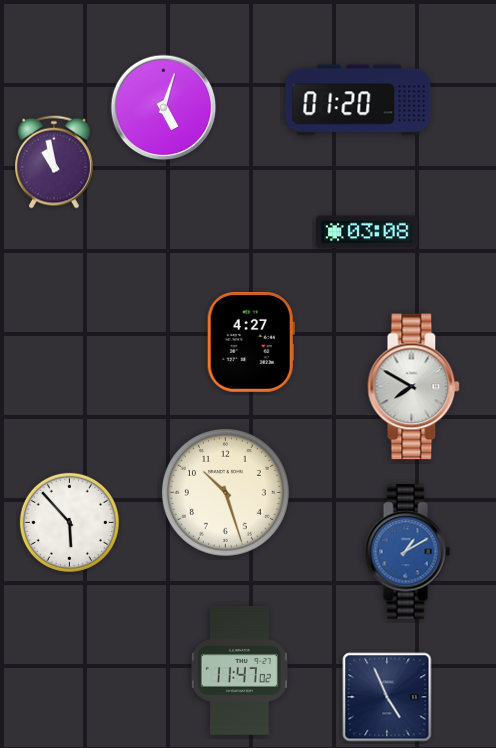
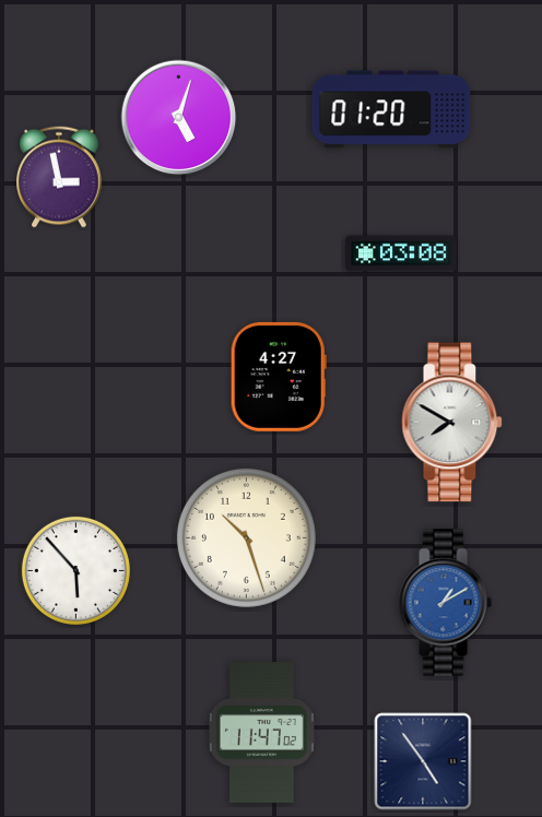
clock at (55, 162): 10:58 -> 2:58
clock at (251, 342) position: (251, 342) -> (279, 377)
clock at (387, 697): 4:56 -> 4:54
